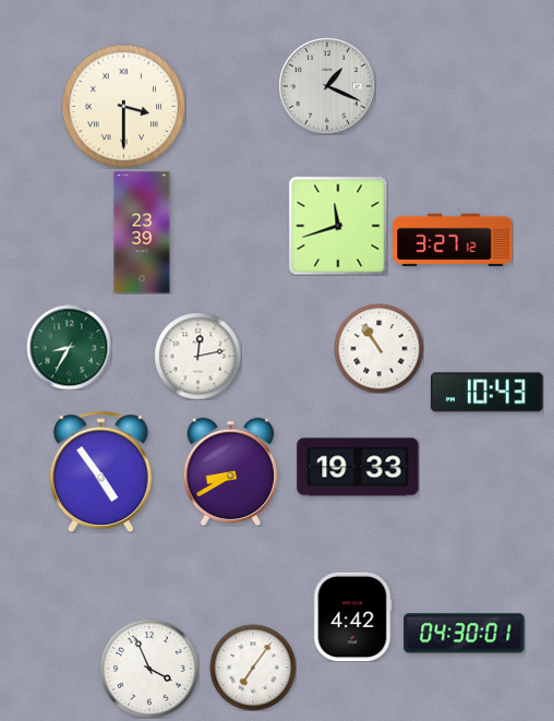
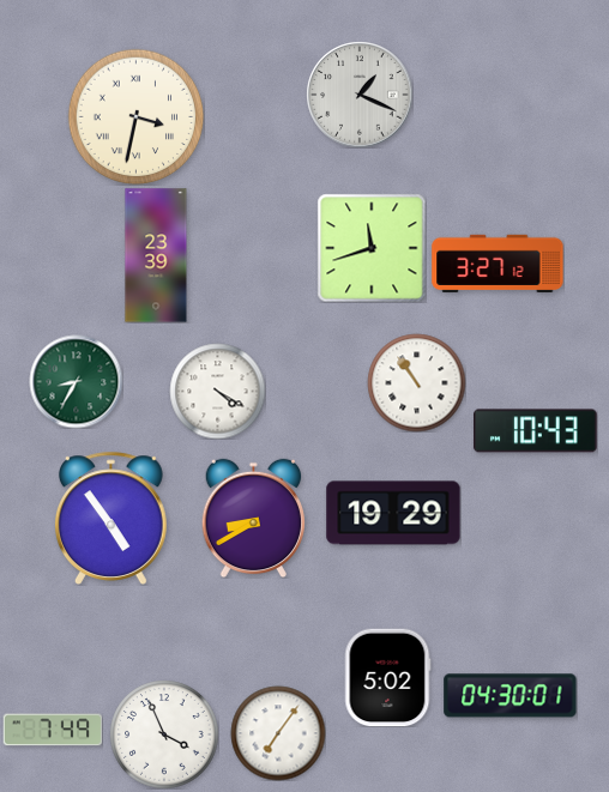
clock at (123, 106): 3:30 -> 3:32
clock at (197, 356): 12:13 -> 4:20
clock at (358, 467): 19:33 -> 19:29
clock at (352, 616): 4:42 -> 5:02
clock at (53, 730): none -> 7:49
